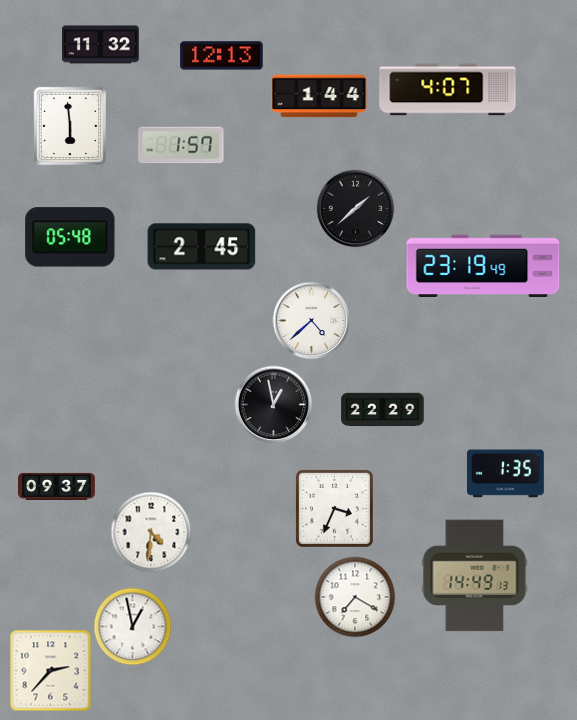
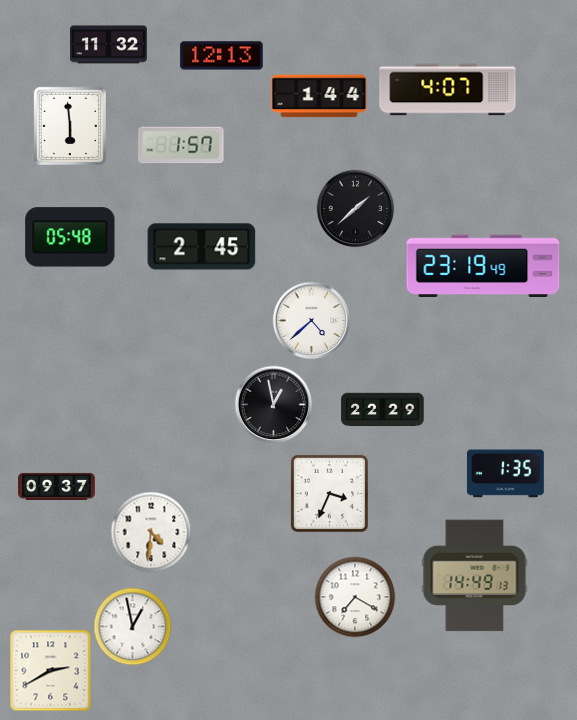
clock at (101, 45) position: (101, 45) -> (109, 45)
clock at (334, 508) position: (334, 508) -> (329, 493)
clock at (50, 670): 2:37 -> 2:40
